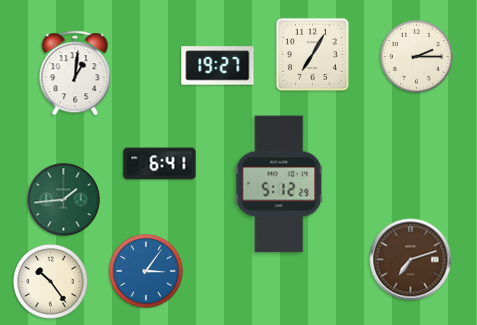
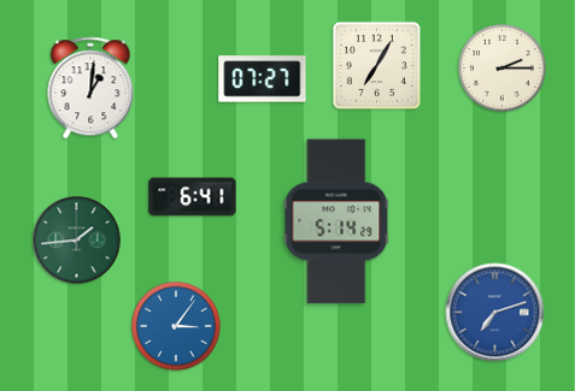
clock at (218, 66): 19:27 -> 07:27
clock at (279, 184): 5:12 -> 5:14
clock at (411, 260) dial: brown -> blue
clock at (51, 282): 10:24 -> none
